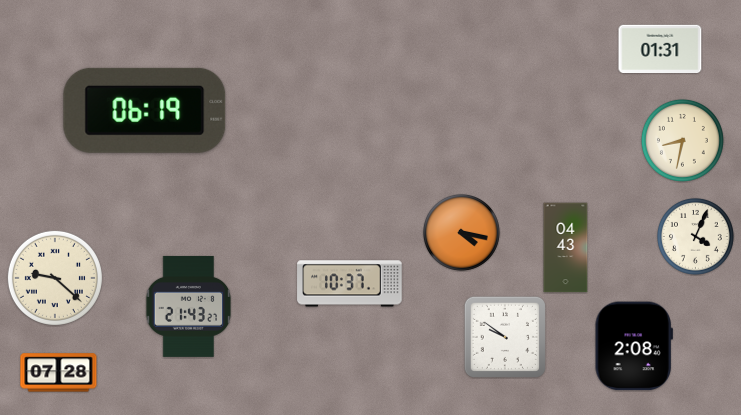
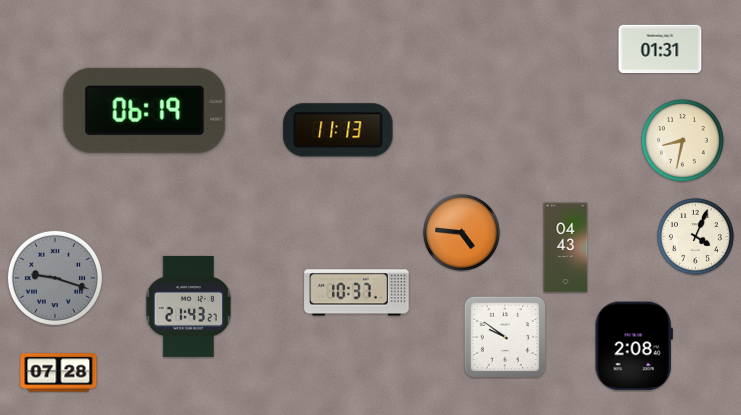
clock at (338, 130): none -> 11:13
clock at (461, 232): 4:17 -> 4:46
clock at (55, 278): 9:22 -> 9:18
clock at (55, 278) dial: cream -> grey
clock at (350, 284) position: (350, 284) -> (357, 293)
